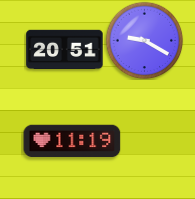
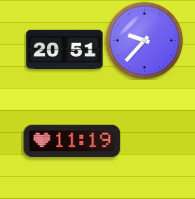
clock at (144, 40): 9:20 -> 9:37
